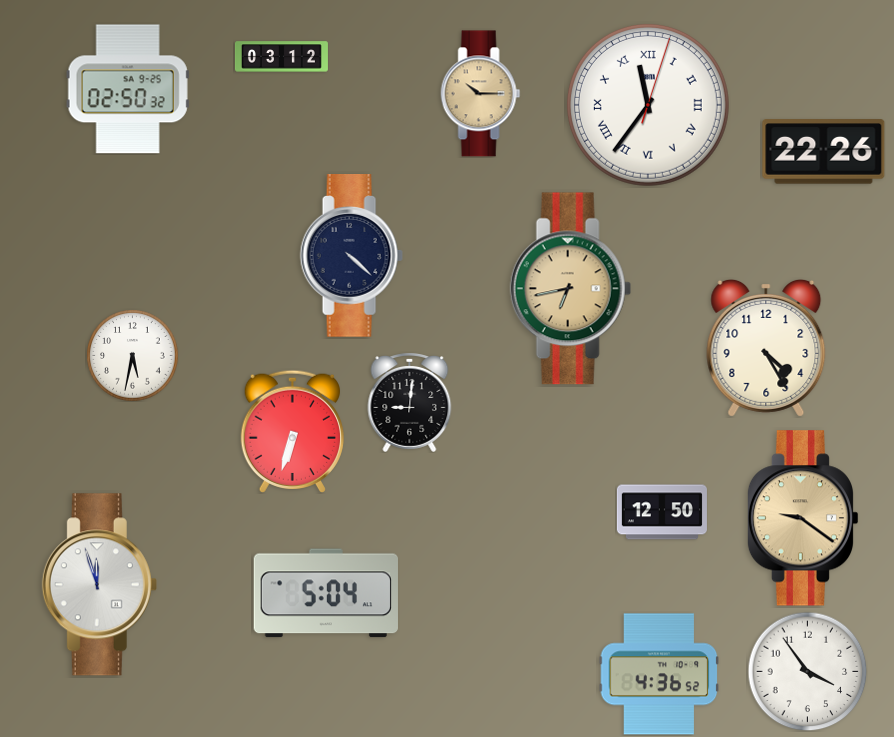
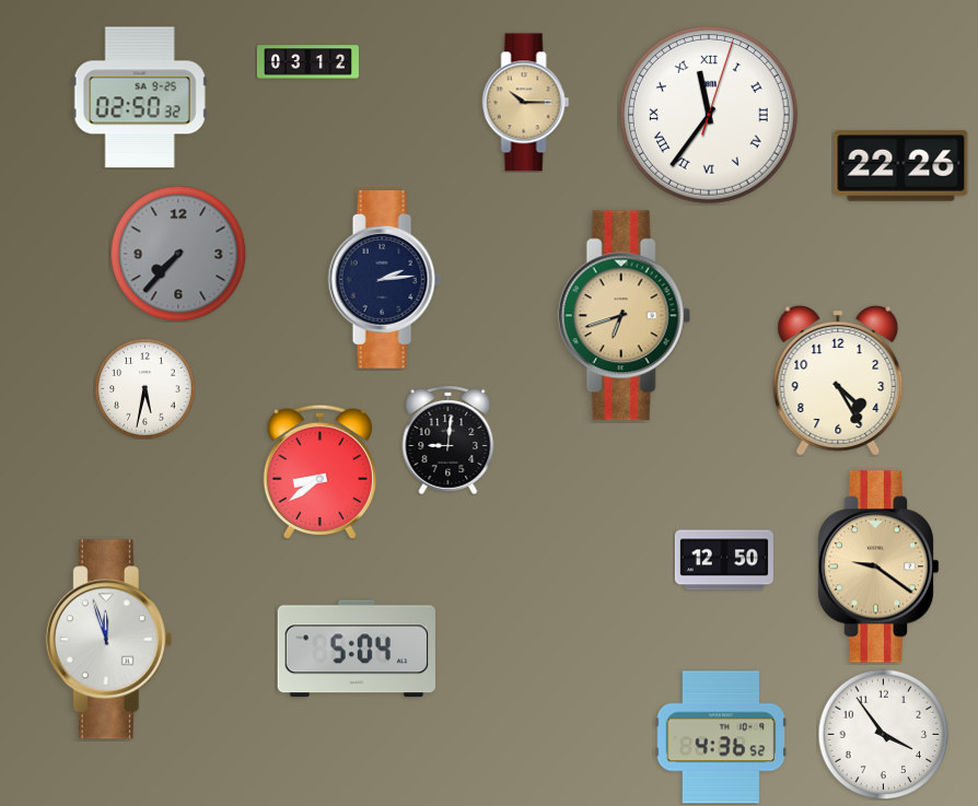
clock at (178, 254): none -> 7:37
clock at (351, 256): 4:22 -> 2:14
clock at (570, 289): 6:43 -> 6:42
clock at (292, 431): 6:33 -> 8:39
